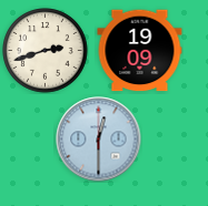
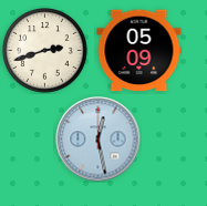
clock at (140, 51): 19:09 -> 05:09
clock at (99, 140): 12:30 -> 12:28
